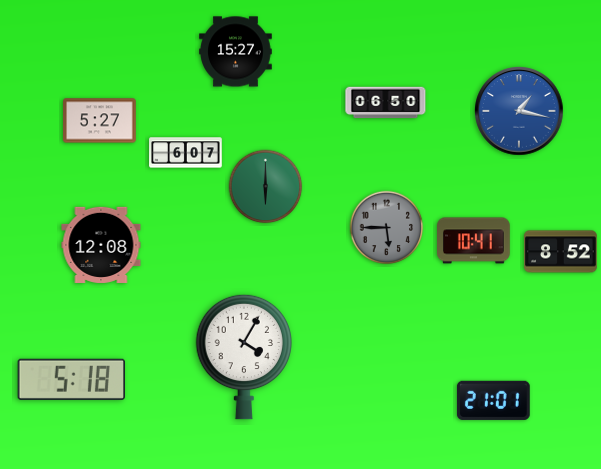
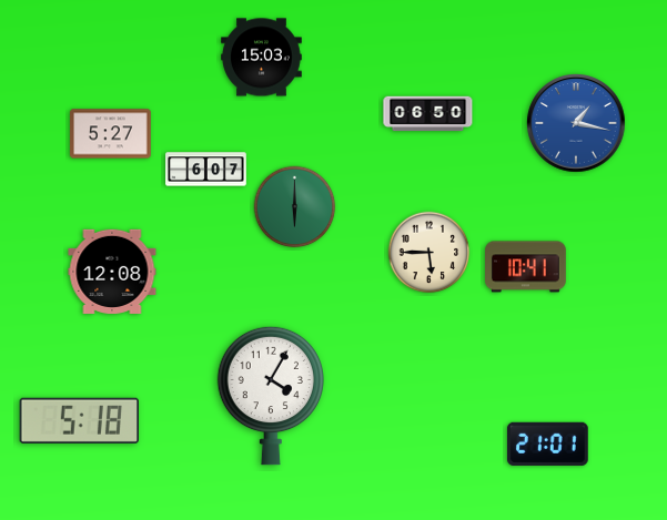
clock at (236, 52): 15:27 -> 15:03
clock at (387, 228) dial: grey -> cream
clock at (561, 252): 8:52 -> none
